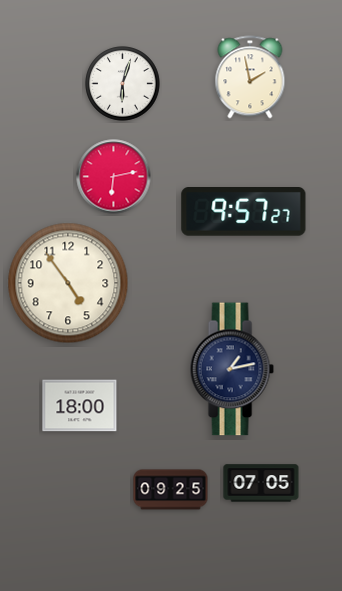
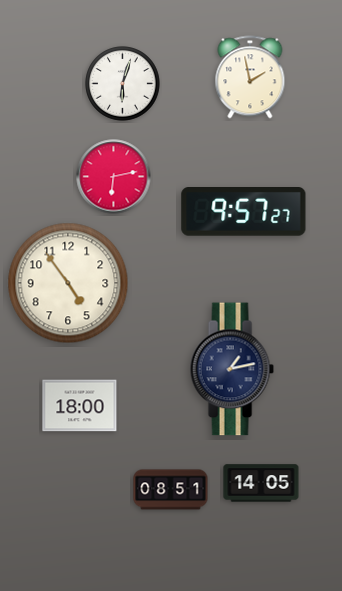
clock at (261, 483): 07:05 -> 14:05
clock at (171, 490): 09:25 -> 08:51
